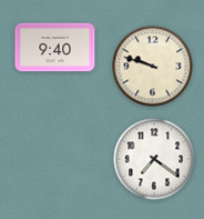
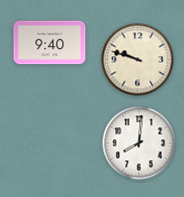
clock at (154, 159): 7:21 -> 8:01
